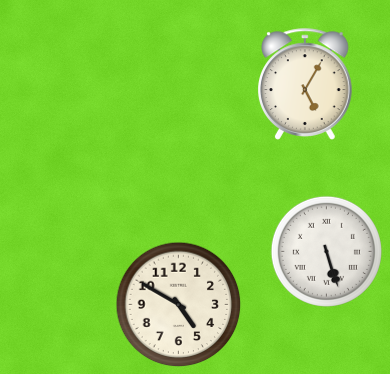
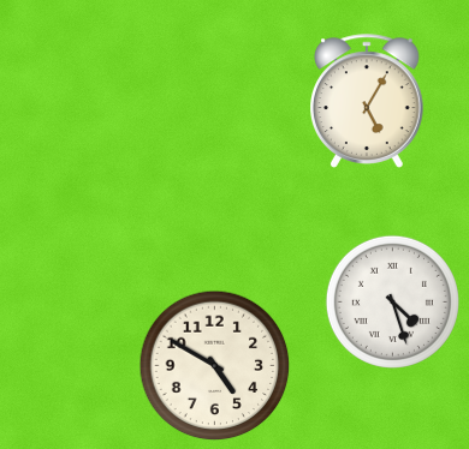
clock at (326, 251): 5:27 -> 4:27
